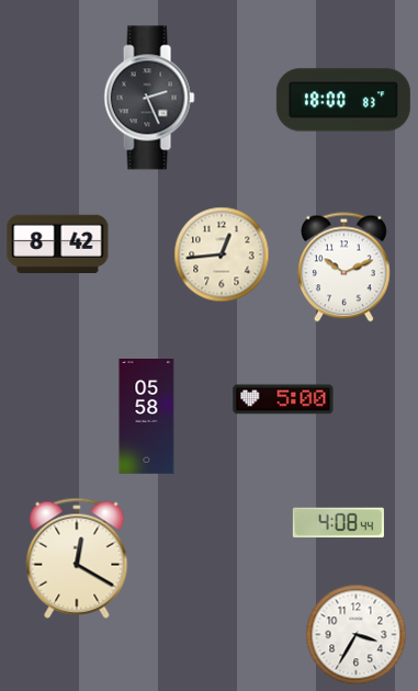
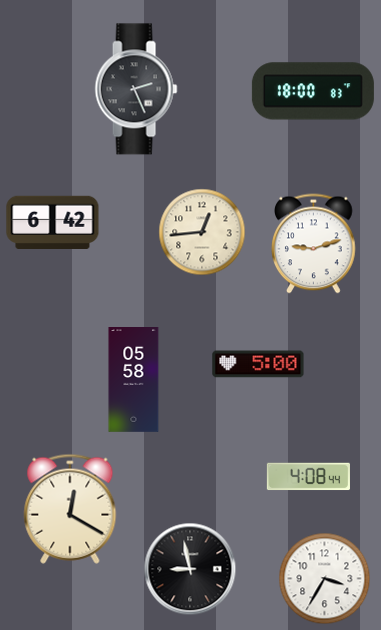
clock at (58, 243): 8:42 -> 6:42
clock at (344, 268): 10:11 -> 9:12
clock at (190, 569): none -> 8:58
